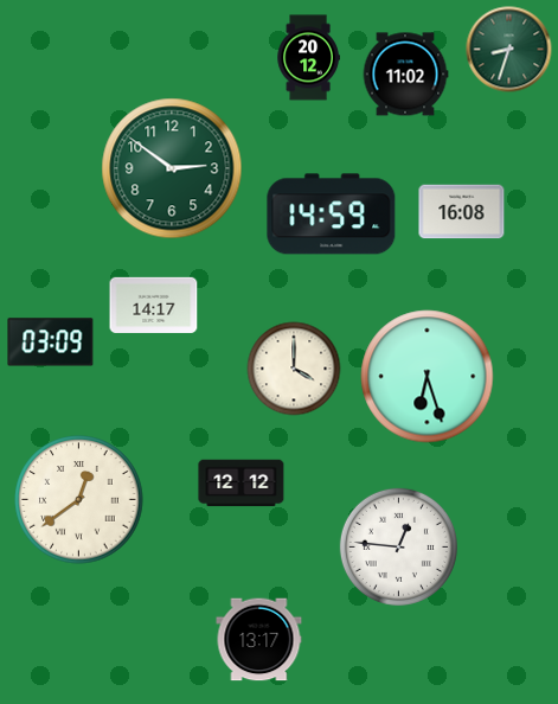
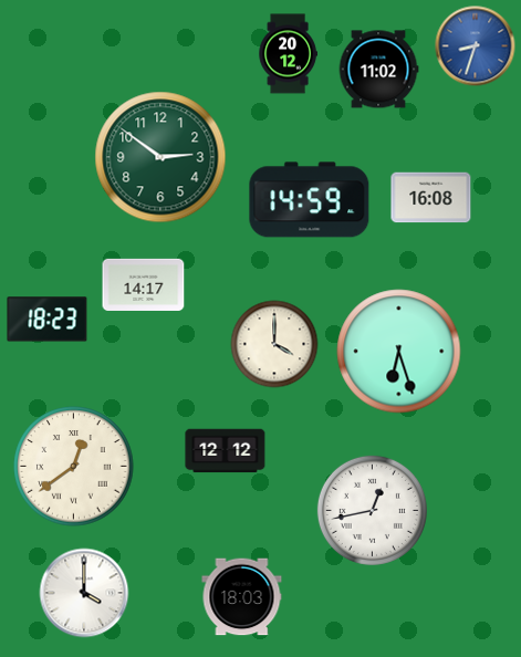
clock at (509, 50) dial: green -> blue
clock at (51, 343): 03:09 -> 18:23
clock at (398, 546): 12:46 -> 12:43
clock at (84, 593): none -> 4:00
clock at (259, 640): 13:17 -> 18:03
